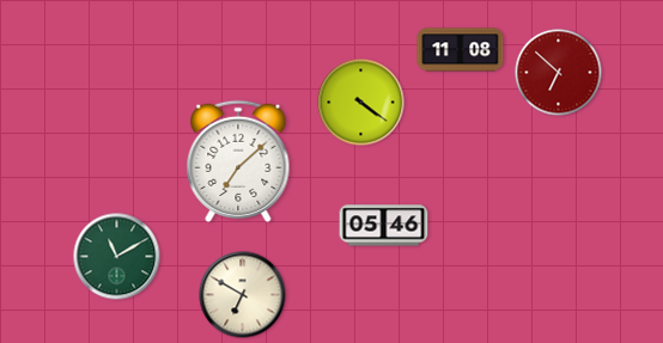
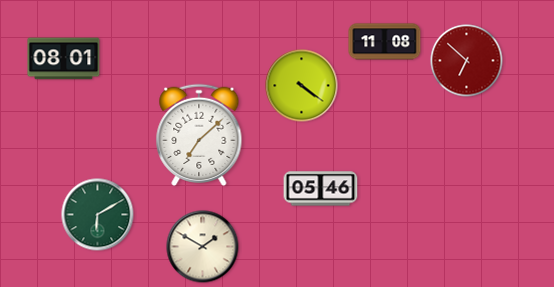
clock at (64, 59): none -> 08:01
clock at (117, 257): 11:10 -> 6:10
clock at (243, 295): 6:50 -> 1:50
